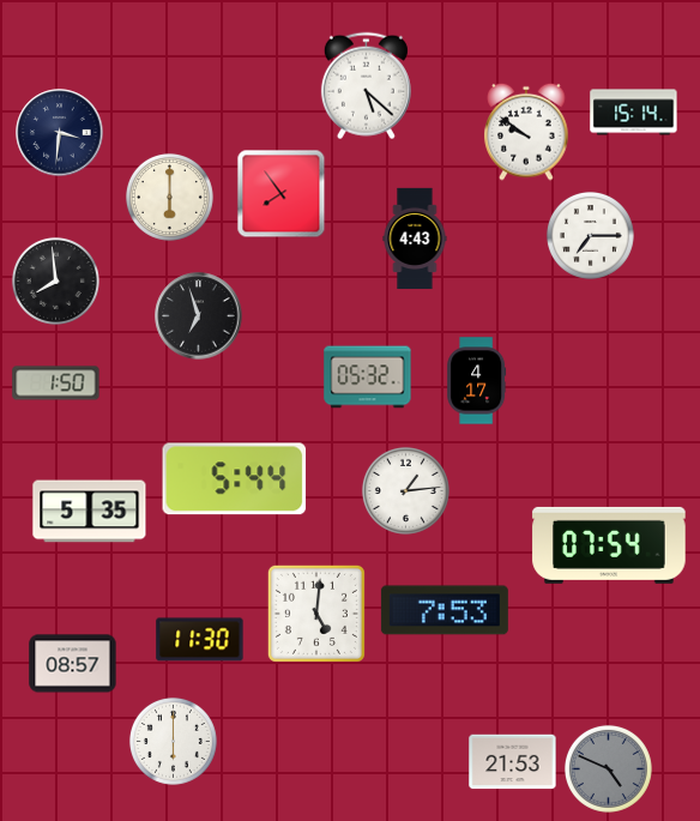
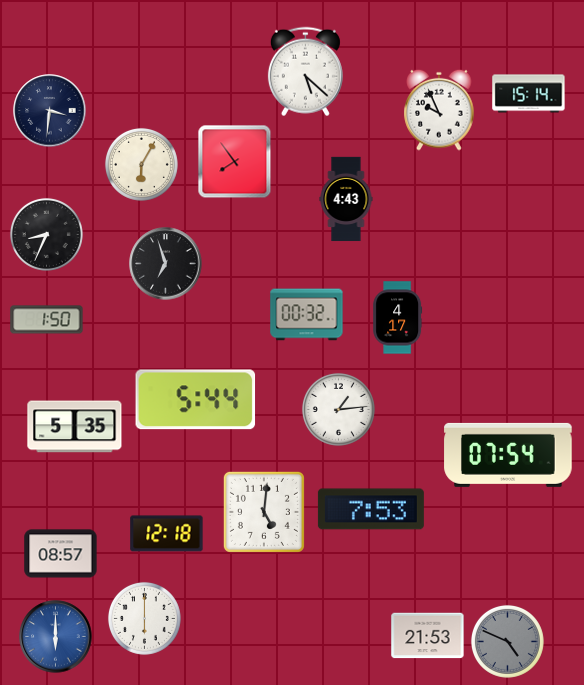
clock at (526, 132): 9:51 -> 9:56
clock at (169, 197): 6:00 -> 6:05
clock at (590, 235): 7:15 -> none
clock at (55, 280): 7:59 -> 8:34
clock at (368, 378): 05:32 -> 00:32
clock at (200, 640): 11:30 -> 12:18
clock at (56, 637): none -> 6:00
